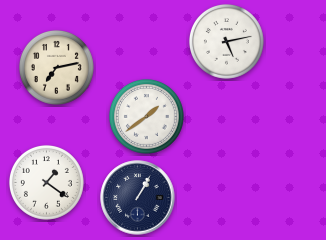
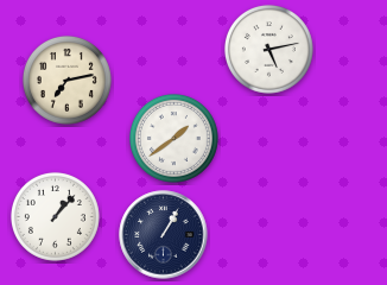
clock at (46, 182): 1:21 -> 1:07
